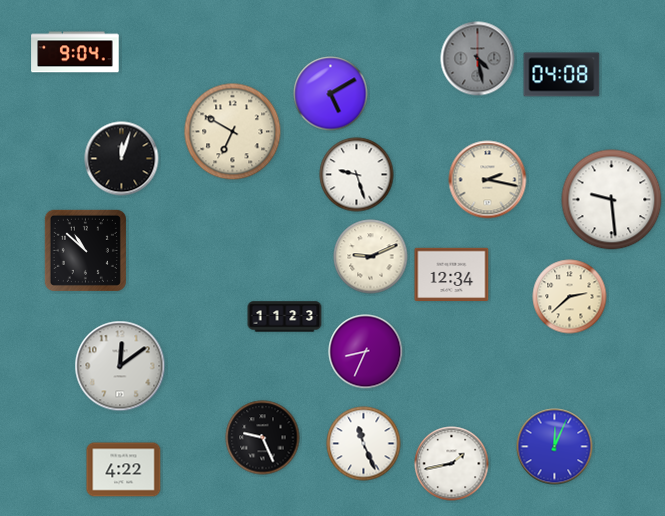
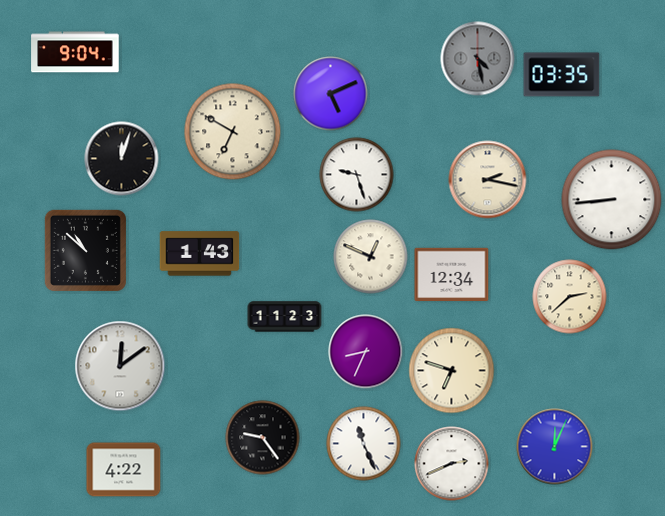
clock at (562, 75): 04:08 -> 03:35
clock at (331, 94): 5:10 -> 5:11
clock at (612, 200): 9:29 -> 8:44
clock at (200, 254): none -> 1:43
clock at (371, 257): 9:11 -> 12:49
clock at (452, 371): none -> 6:48
clock at (263, 438): 9:26 -> 9:24
clock at (452, 464): 1:43 -> 2:41
